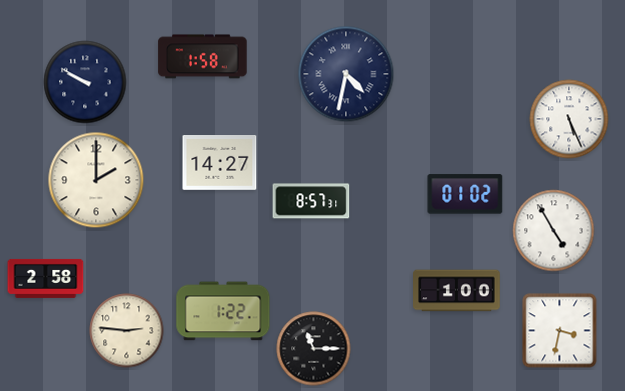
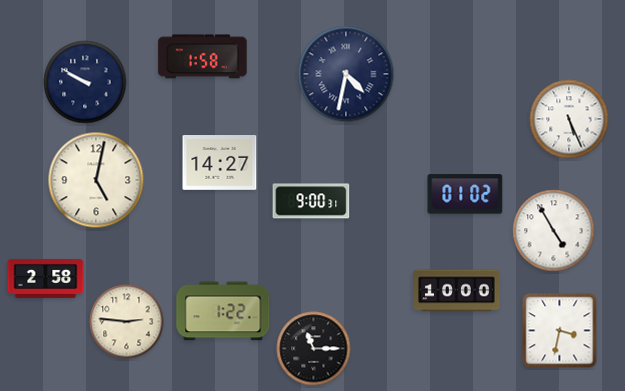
clock at (96, 180): 2:00 -> 5:02
clock at (311, 201): 8:57 -> 9:00
clock at (457, 291): 1:00 -> 10:00
clock at (127, 331) position: (127, 331) -> (127, 322)
